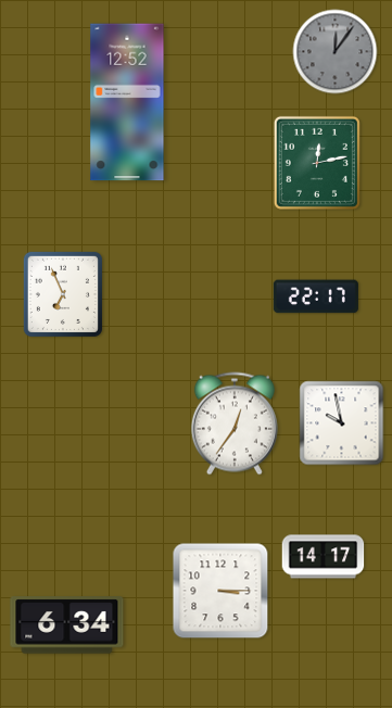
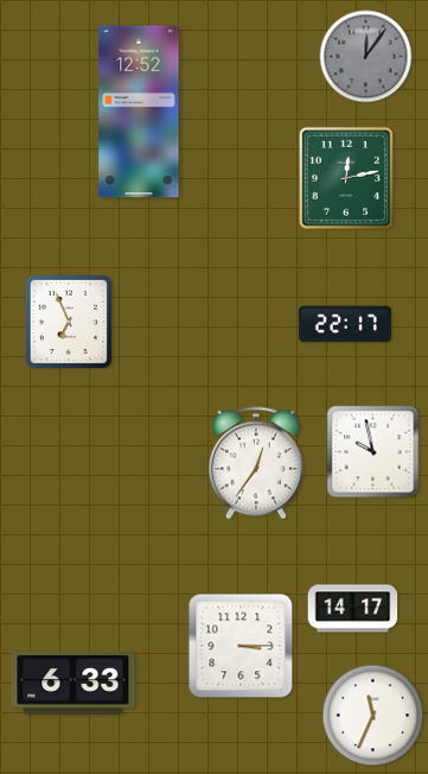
clock at (342, 423) position: (342, 423) -> (373, 452)
clock at (67, 625): 6:34 -> 6:33
clock at (373, 716): none -> 11:34
